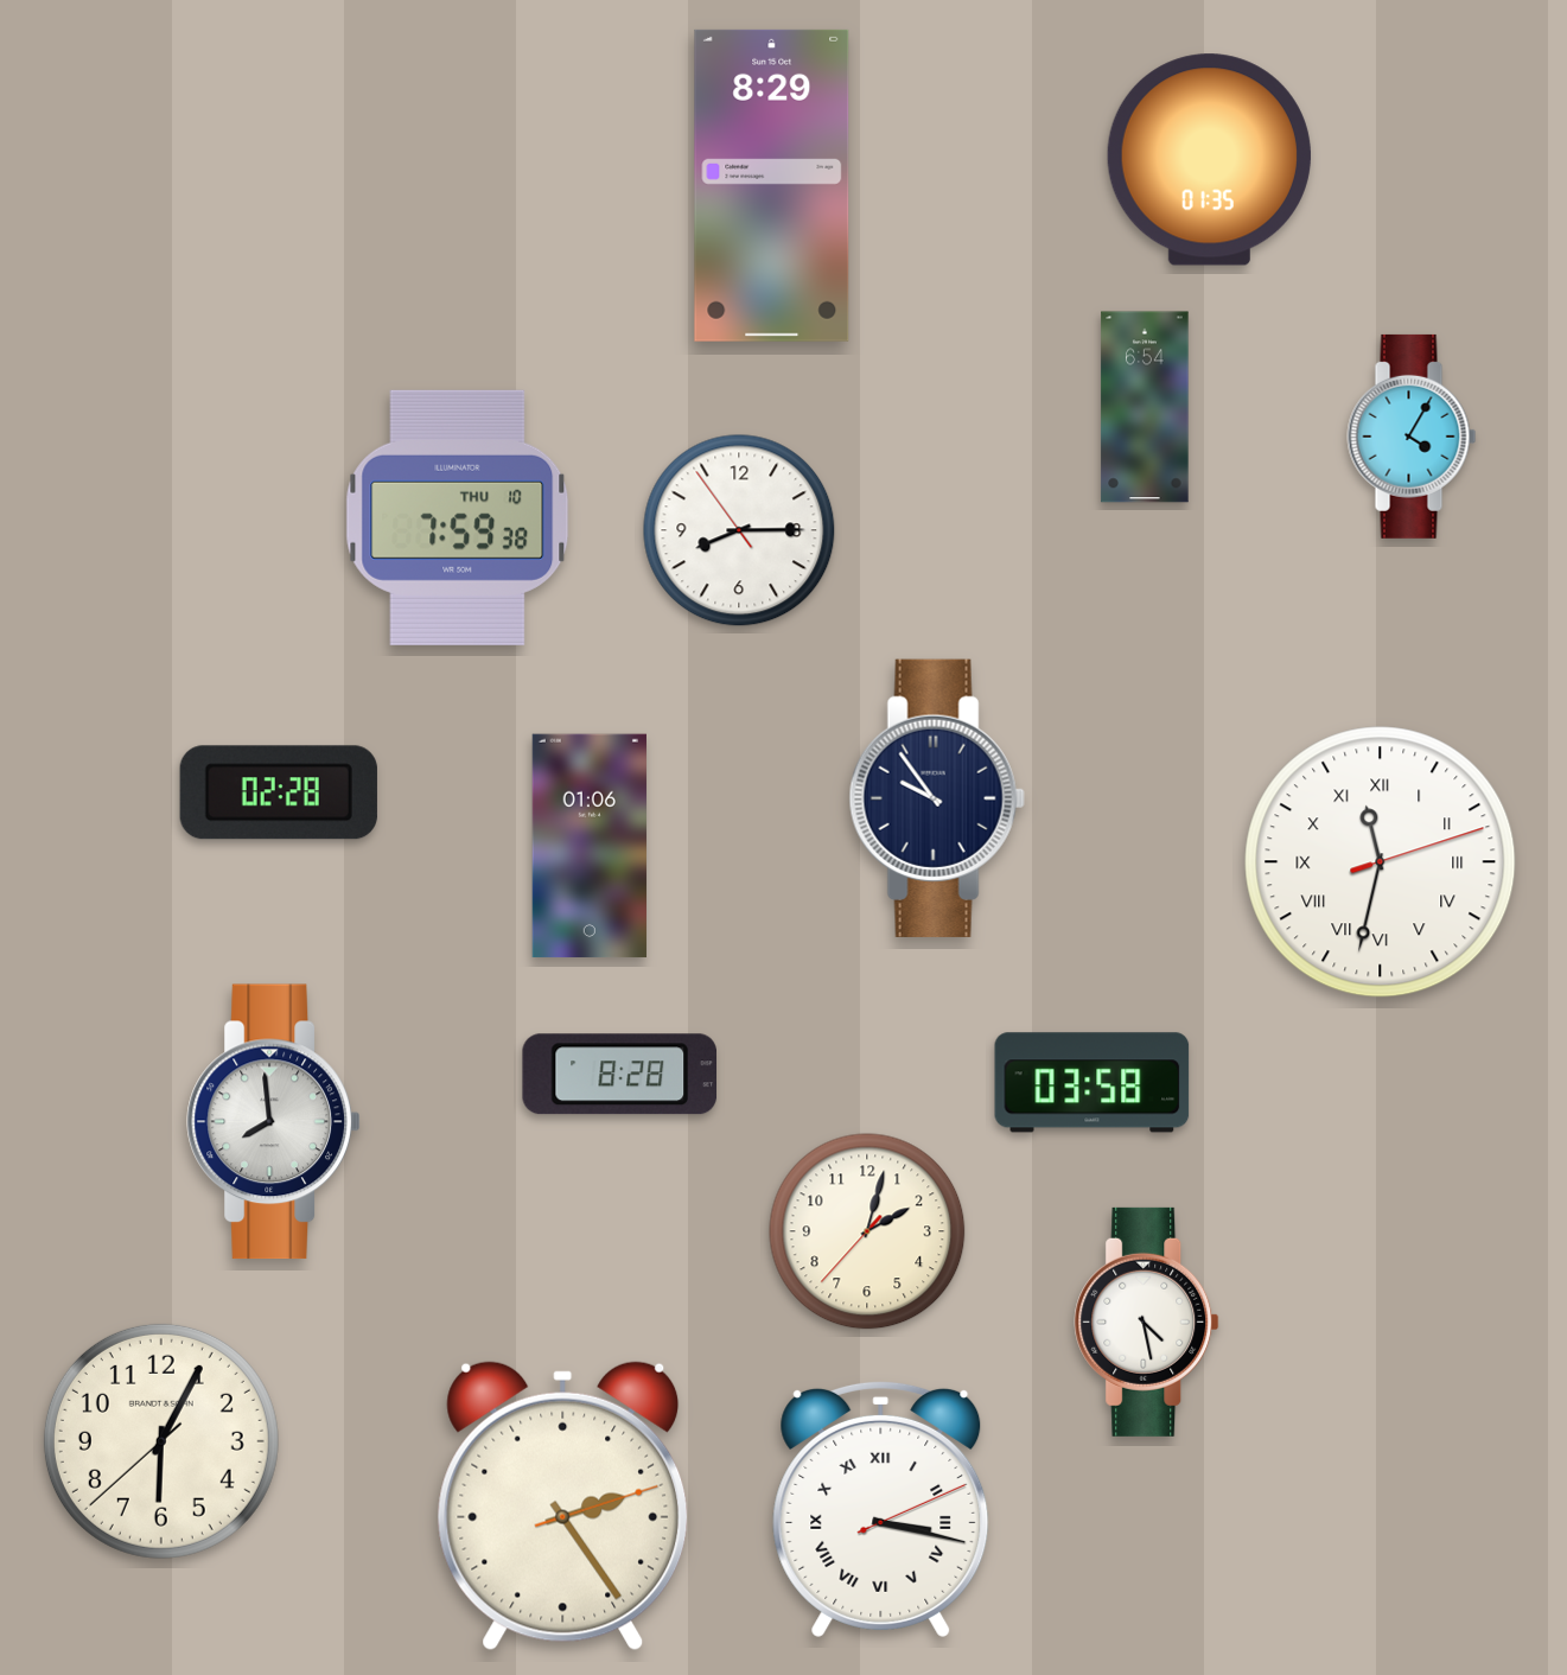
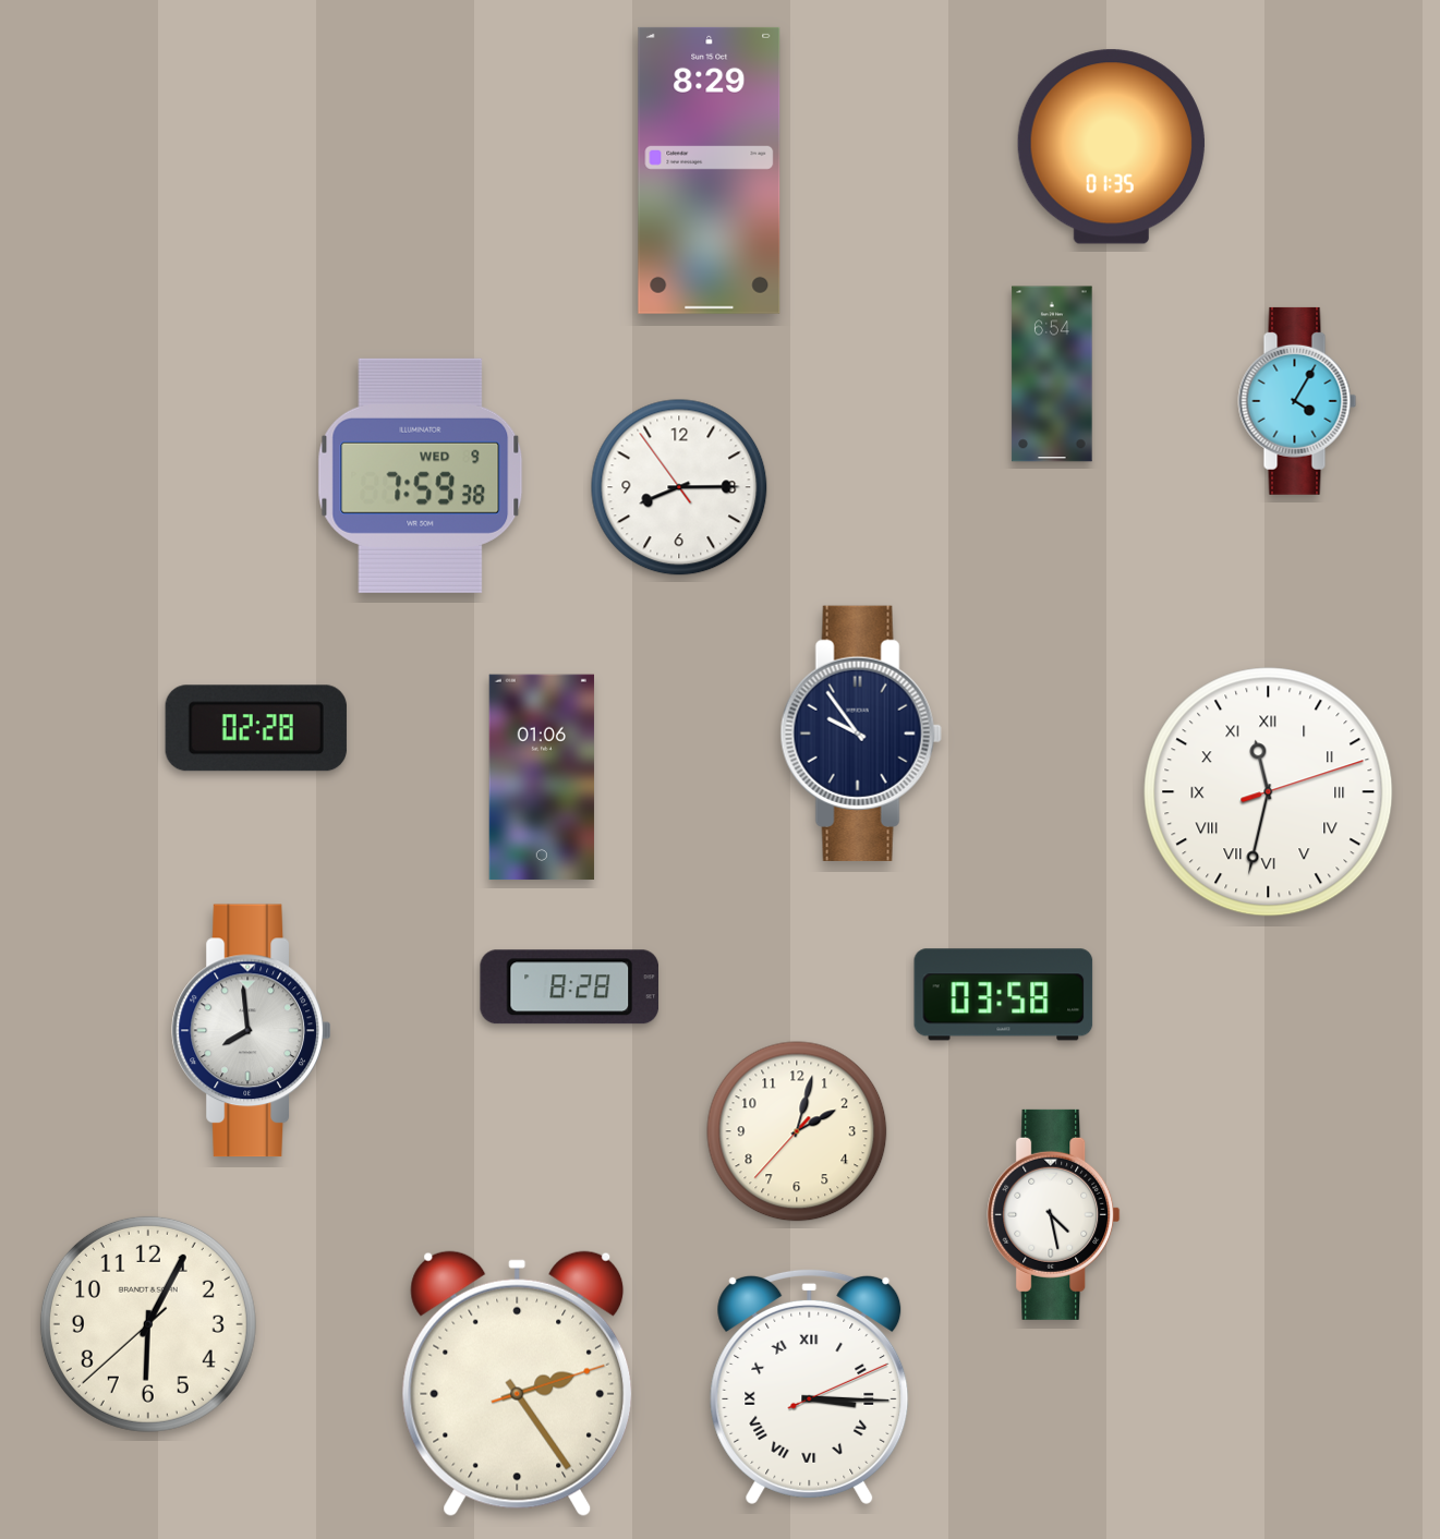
clock at (458, 517) date: THU 10 -> WED 9
clock at (881, 1509): 3:17 -> 3:15
